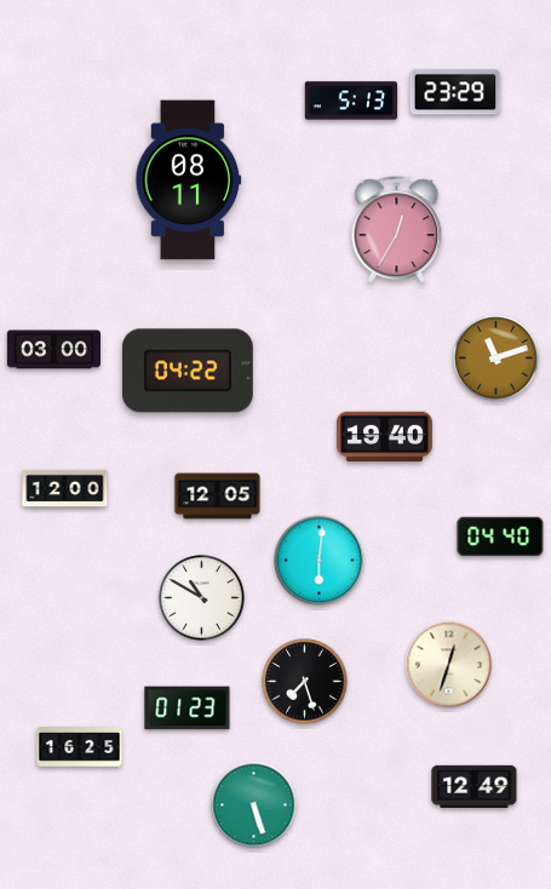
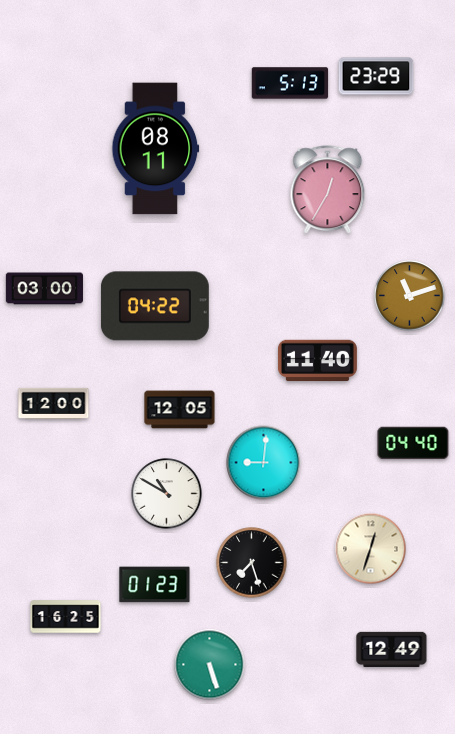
clock at (384, 437): 19:40 -> 11:40
clock at (320, 561): 6:01 -> 9:01
